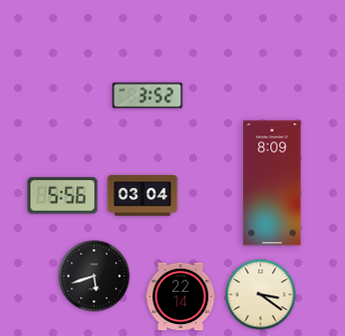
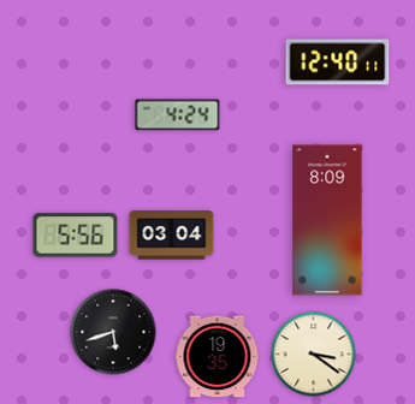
clock at (338, 63): none -> 12:40
clock at (148, 96): 3:52 -> 4:24
clock at (181, 297): 22:14 -> 19:35
